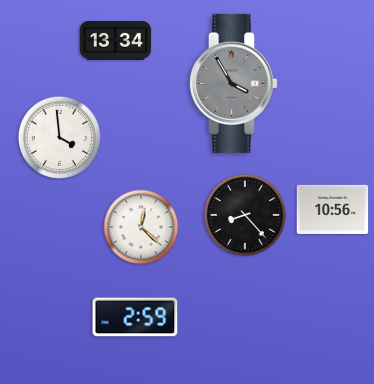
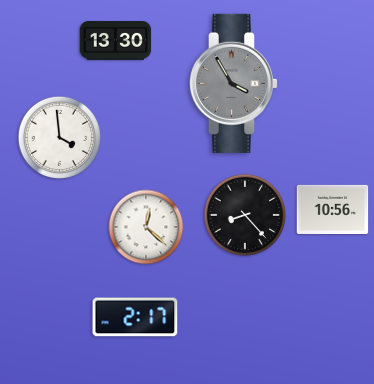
clock at (116, 41): 13:34 -> 13:30
clock at (141, 227) position: (141, 227) -> (146, 227)
clock at (135, 317): 2:59 -> 2:17
